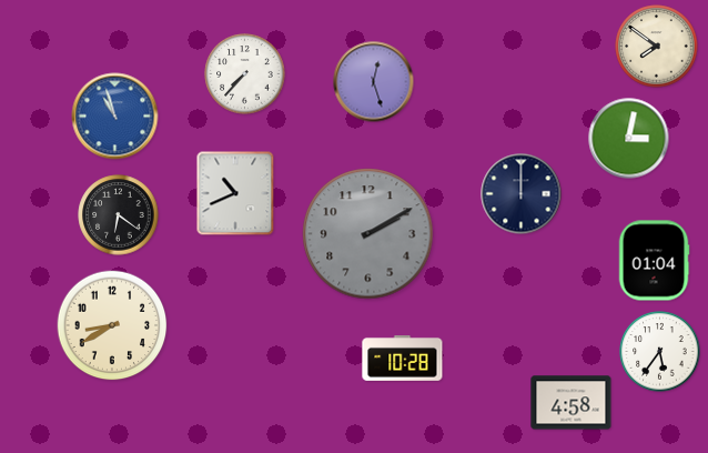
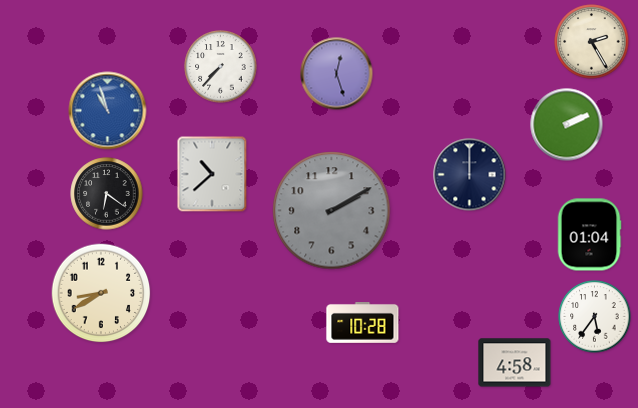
clock at (657, 47): 7:51 -> 2:25
clock at (115, 117) position: (115, 117) -> (108, 111)
clock at (629, 139): 3:02 -> 2:11
clock at (235, 193): 10:41 -> 10:38
